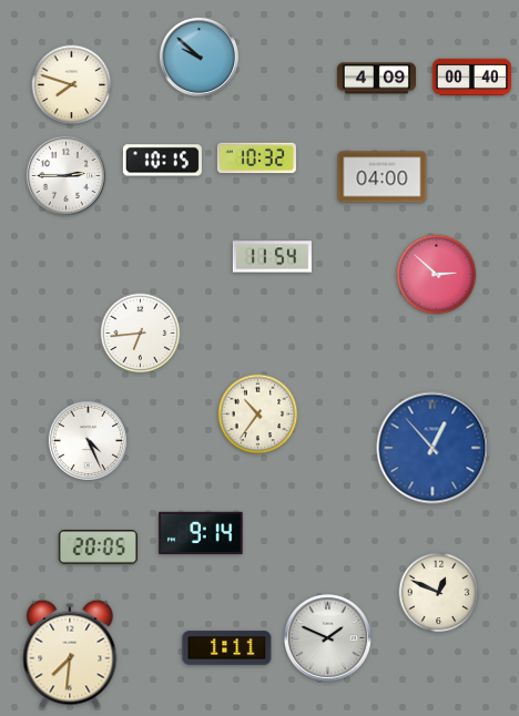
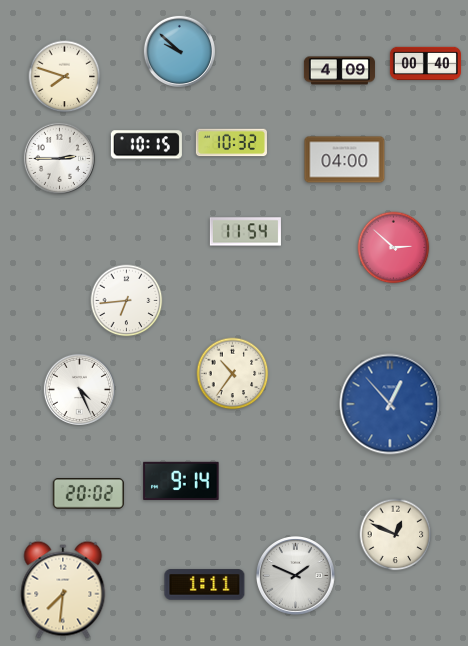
clock at (471, 78) position: (471, 78) -> (425, 64)
clock at (88, 440) position: (88, 440) -> (79, 389)
clock at (98, 548): 20:05 -> 20:02
